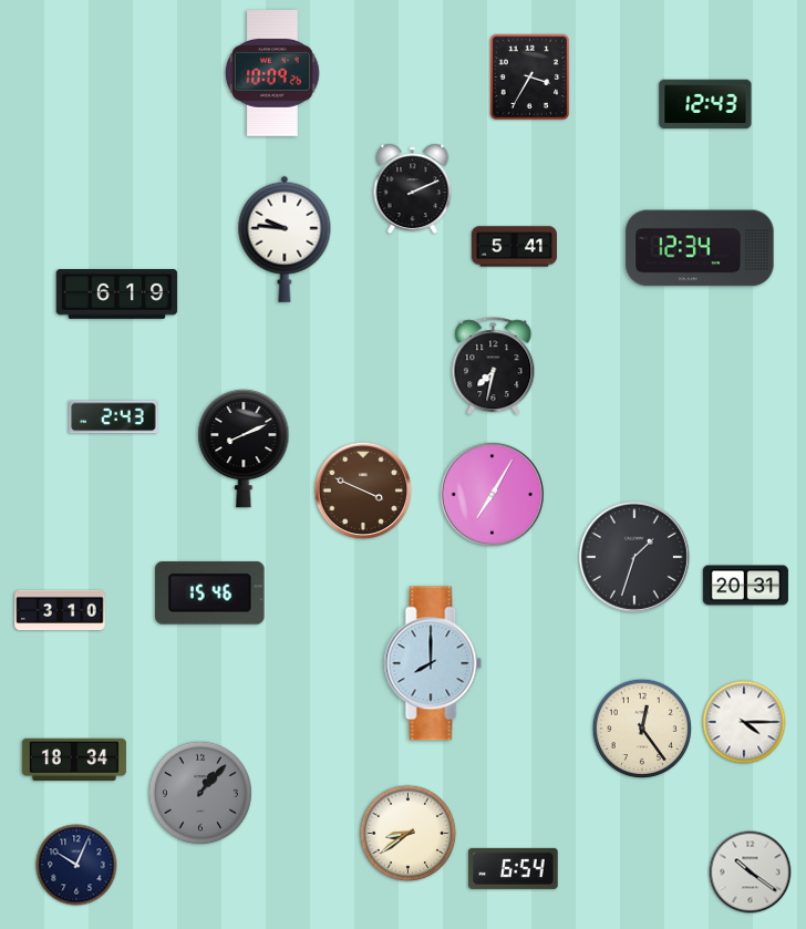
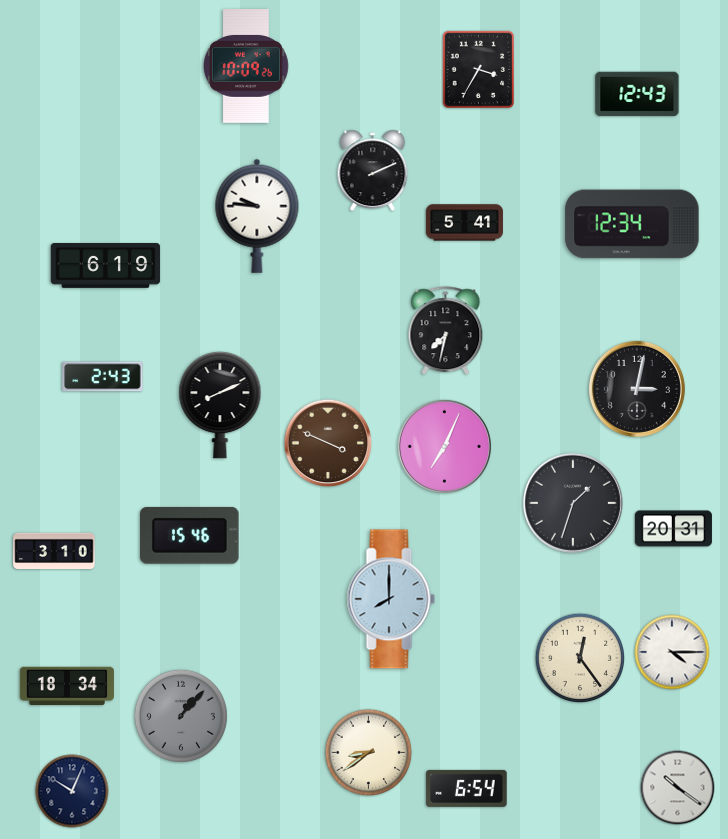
clock at (637, 389): none -> 3:02
clock at (492, 494): 7:05 -> 7:04
clock at (76, 865) position: (76, 865) -> (72, 791)
clock at (514, 868) position: (514, 868) -> (467, 788)
